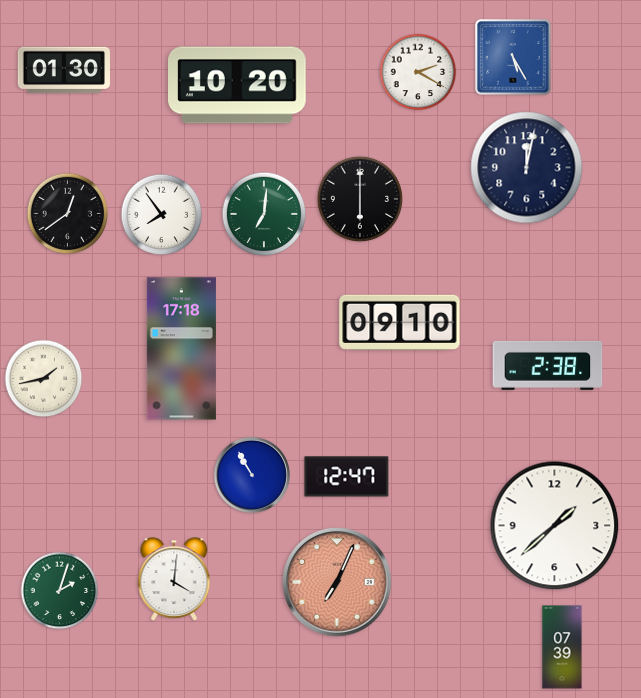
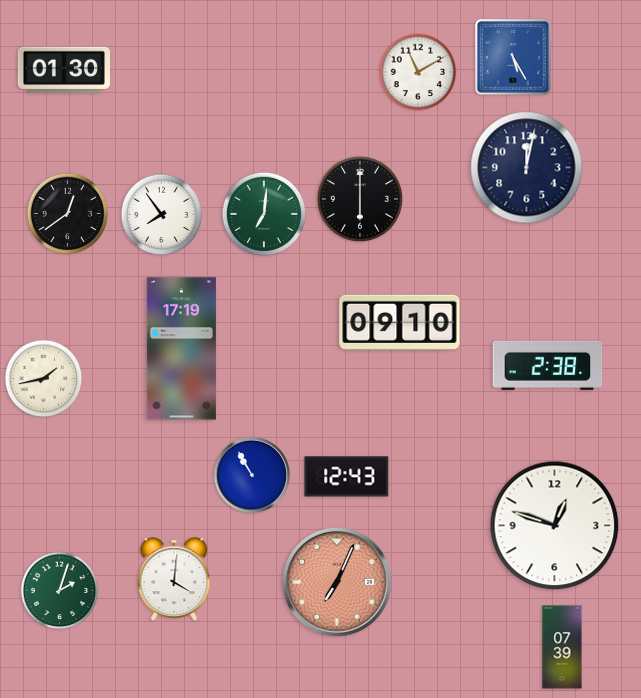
clock at (418, 72): 2:20 -> 11:10
clock at (238, 85): 10:20 -> none
clock at (181, 349): 17:18 -> 17:19
clock at (347, 477): 12:47 -> 12:43
clock at (555, 526): 1:38 -> 12:48
